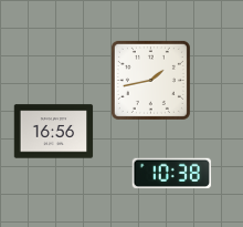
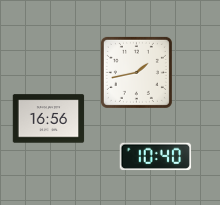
clock at (172, 174): 10:38 -> 10:40
